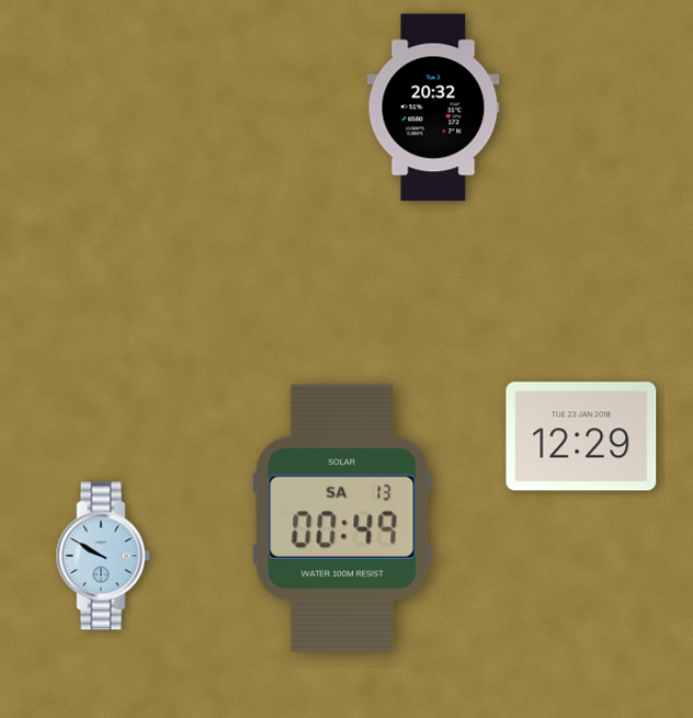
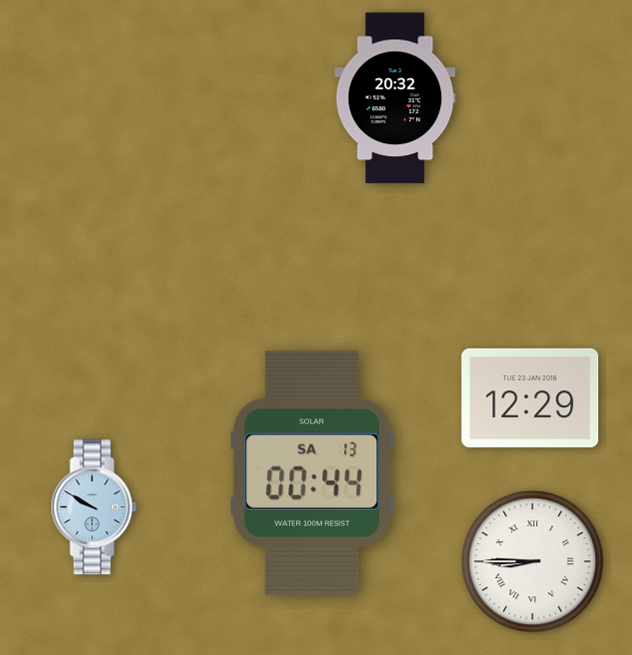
clock at (342, 518): 00:49 -> 00:44
clock at (533, 562): none -> 8:45
